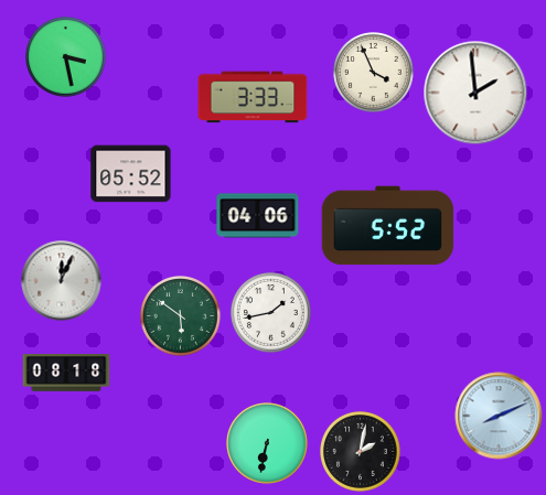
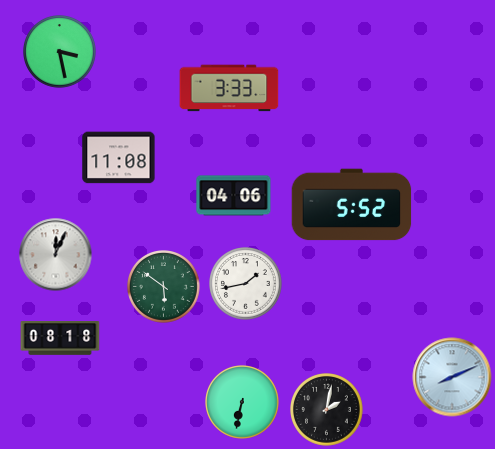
clock at (374, 73): 3:56 -> none
clock at (475, 93): 1:59 -> none
clock at (131, 174): 05:52 -> 11:08
